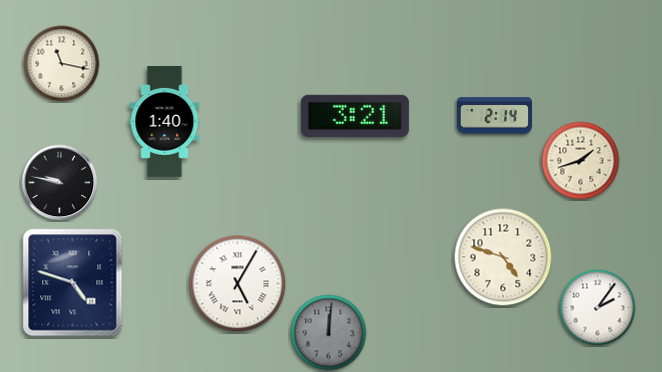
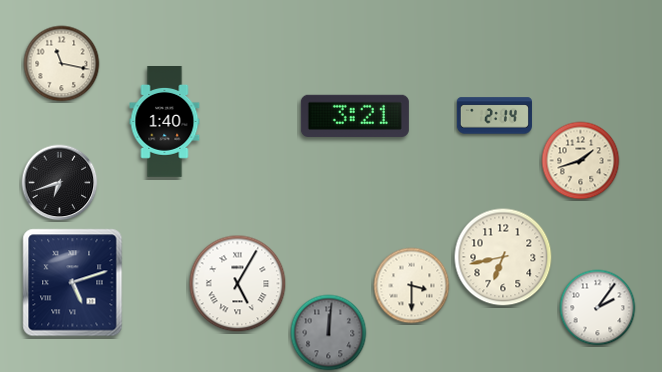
clock at (60, 183): 9:47 -> 6:42
clock at (503, 257): 4:48 -> 6:43
clock at (73, 283): 4:48 -> 5:12
clock at (412, 286): none -> 3:30
